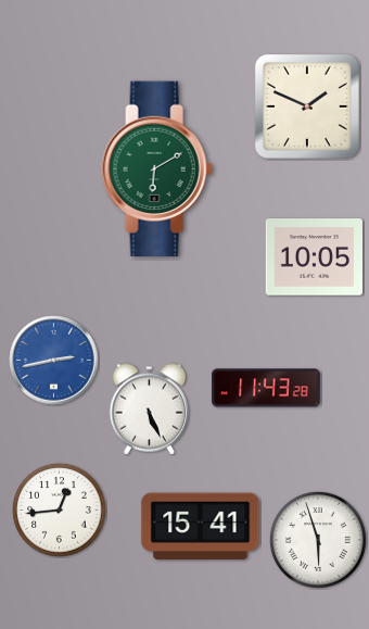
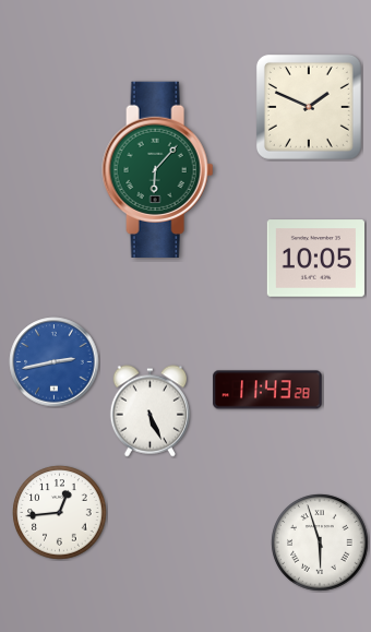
clock at (157, 168): 6:10 -> 6:07
clock at (201, 527): 15:41 -> none
